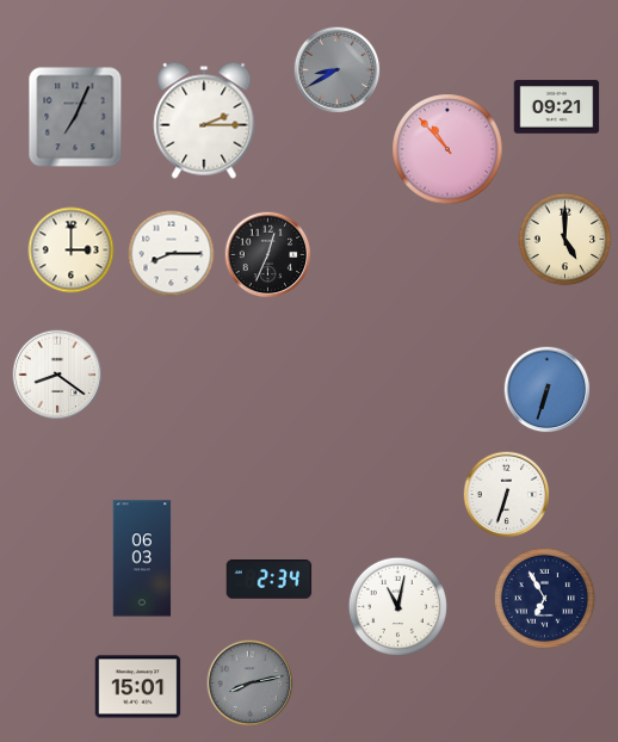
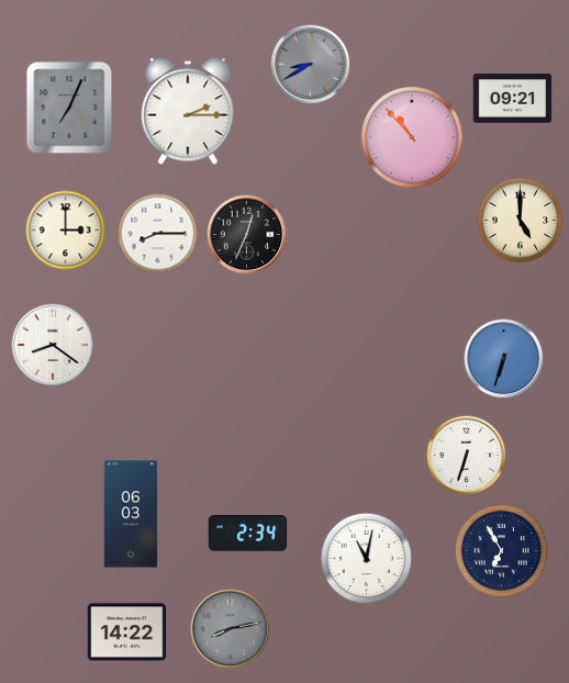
clock at (138, 687): 15:01 -> 14:22
